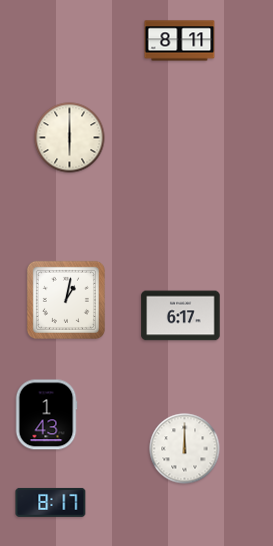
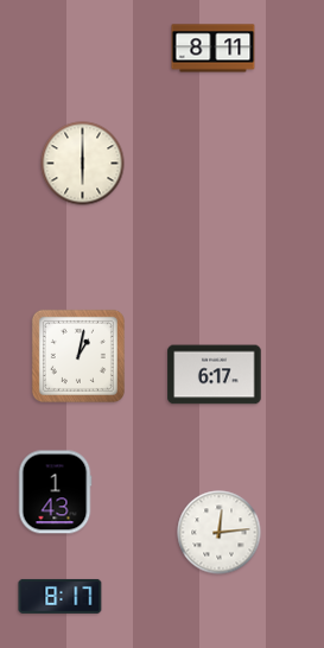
clock at (185, 449): 12:00 -> 12:14
